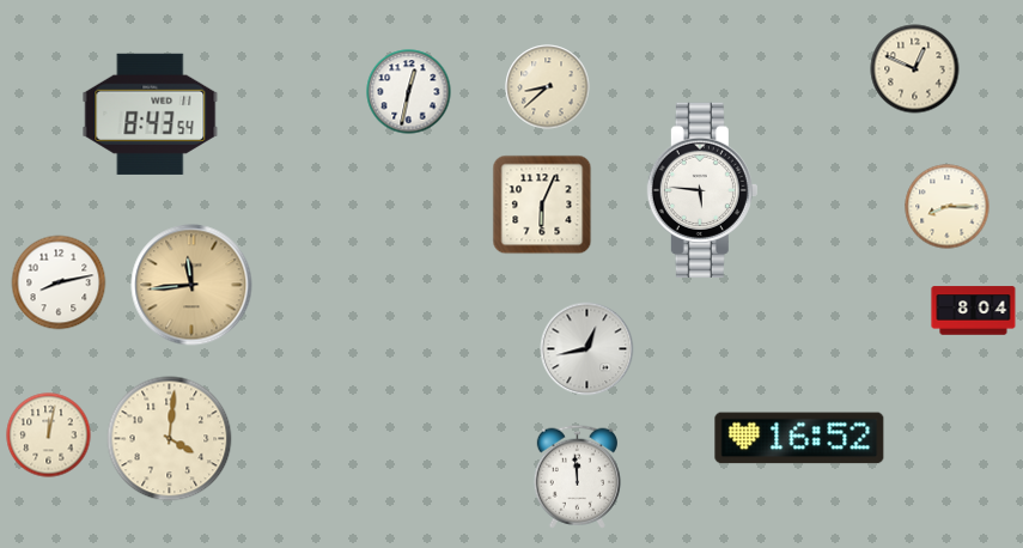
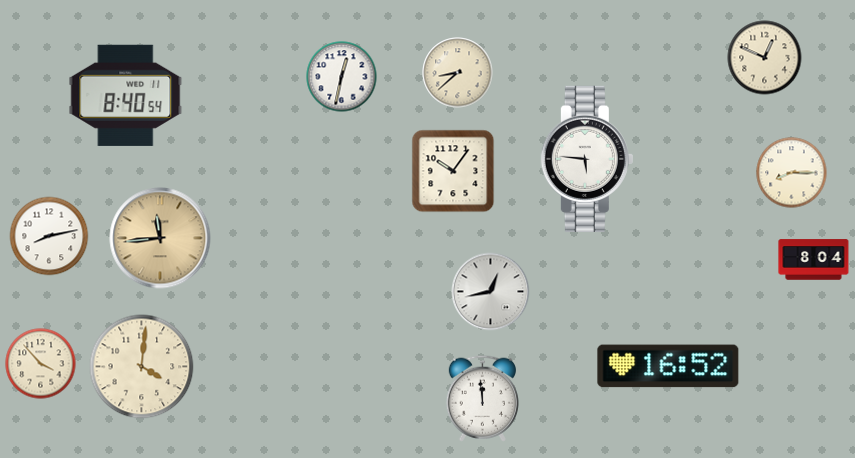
clock at (151, 114): 8:43 -> 8:40
clock at (542, 205): 6:04 -> 10:06
clock at (49, 436): 12:02 -> 3:53
